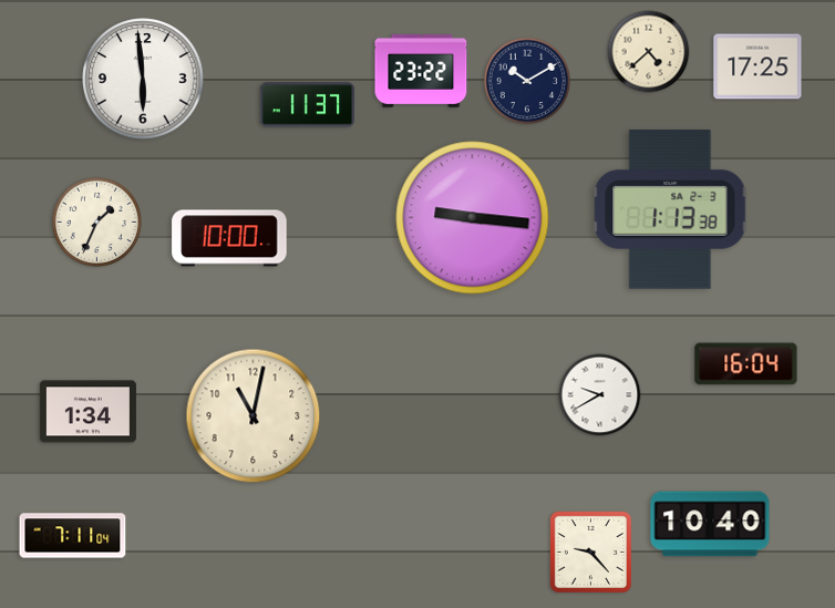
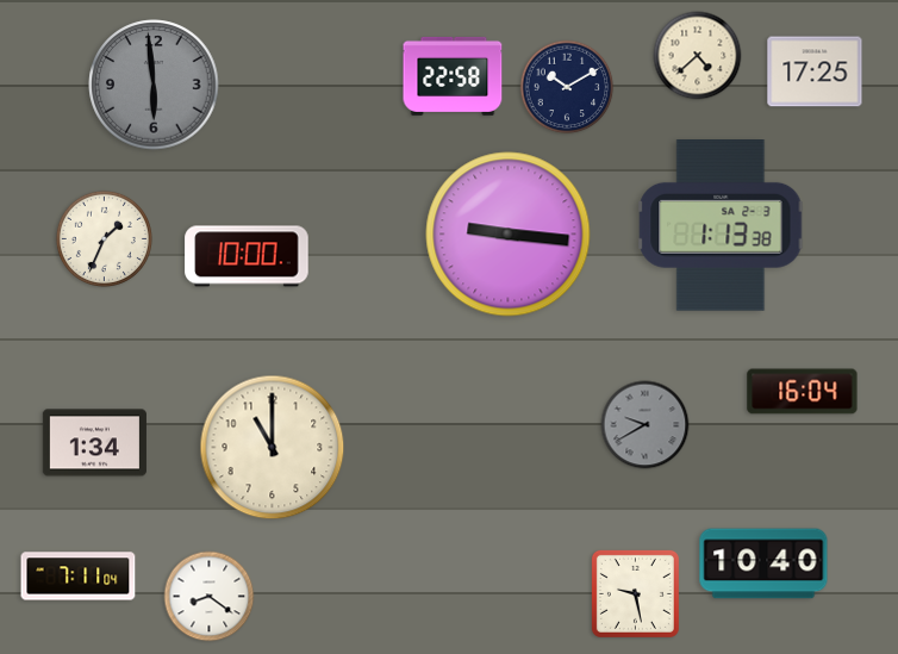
clock at (421, 71): 23:22 -> 22:58
clock at (143, 79) dial: white -> grey
clock at (308, 105): 11:37 -> none
clock at (600, 395) dial: white -> grey
clock at (254, 416): 11:02 -> 11:00
clock at (590, 552): 9:23 -> 9:28
clock at (210, 597): none -> 8:21
